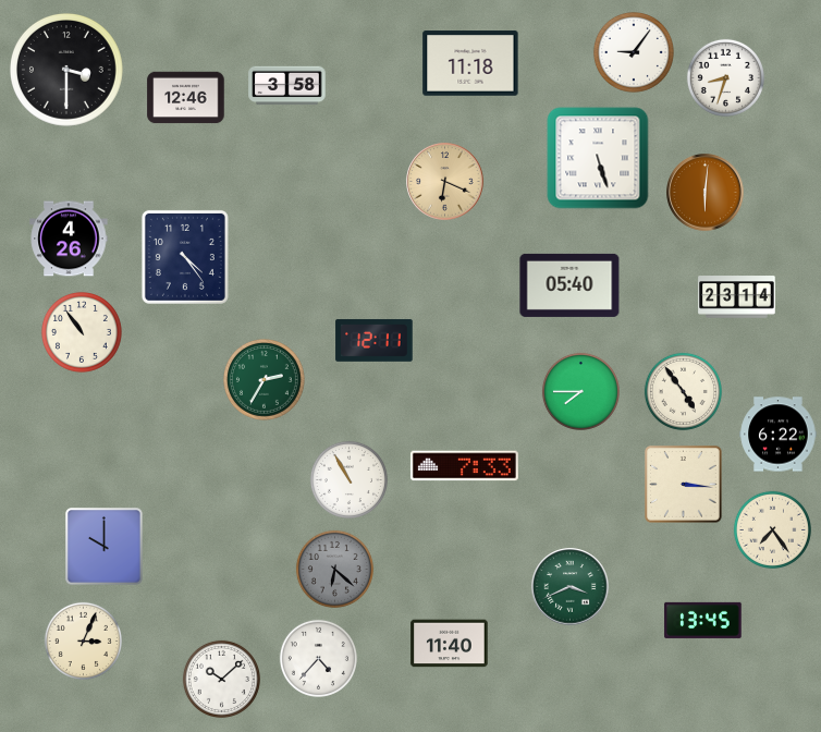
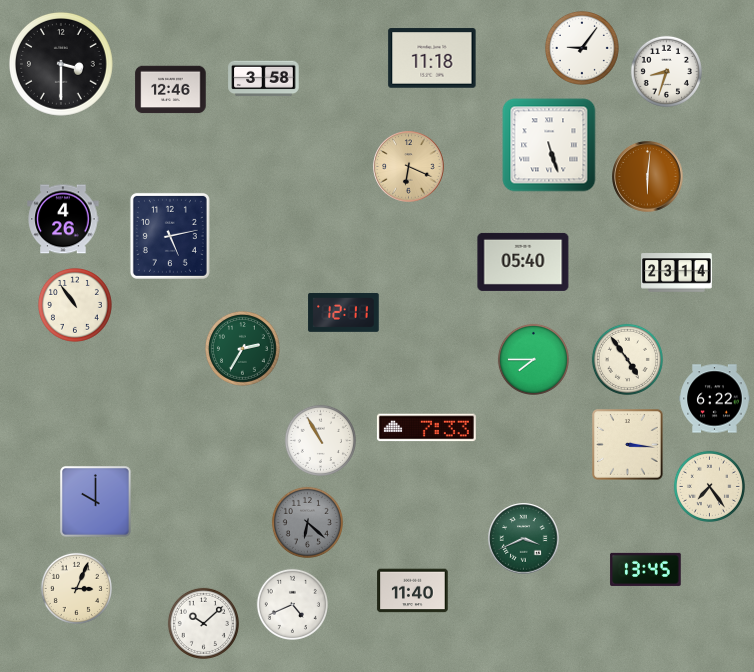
clock at (185, 257): 4:24 -> 5:13
clock at (318, 658): 4:37 -> 4:41
